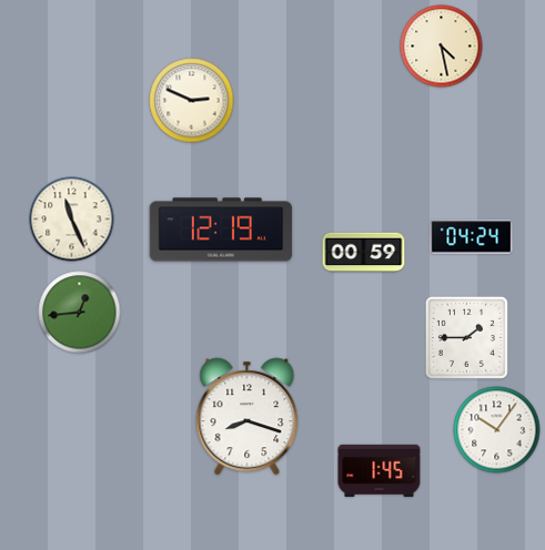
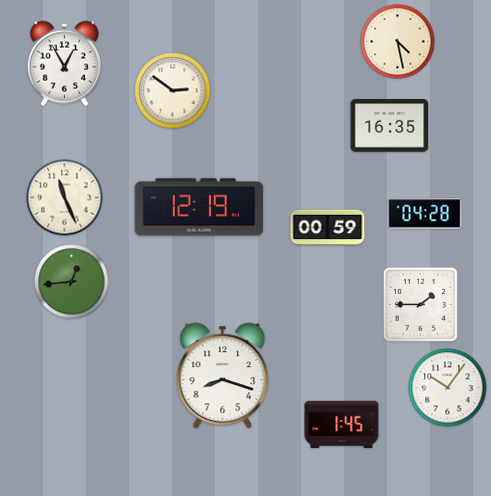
clock at (64, 64): none -> 12:55
clock at (192, 101): 2:49 -> 2:51
clock at (390, 126): none -> 16:35
clock at (472, 237): 04:24 -> 04:28
